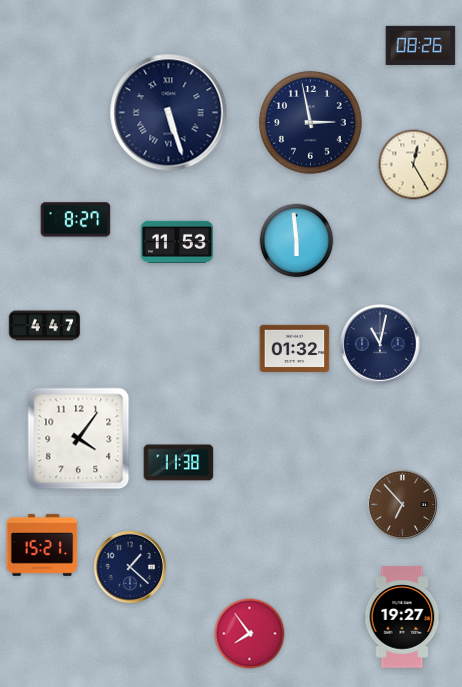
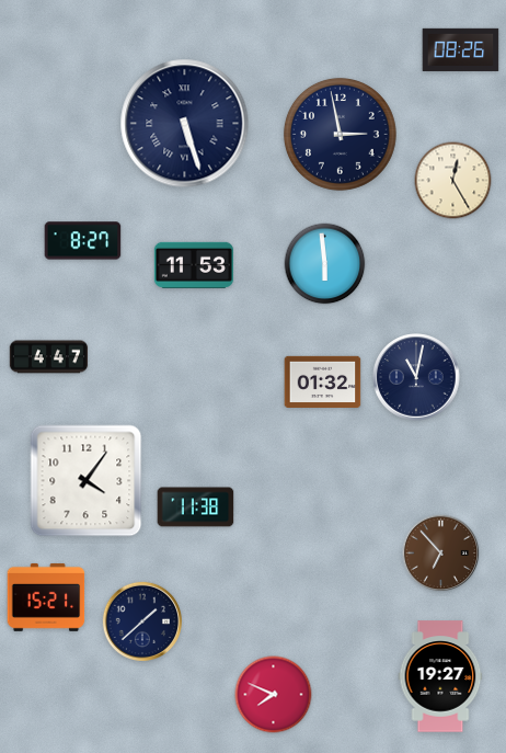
clock at (129, 566): 1:22 -> 1:38
clock at (250, 634): 7:54 -> 7:49
